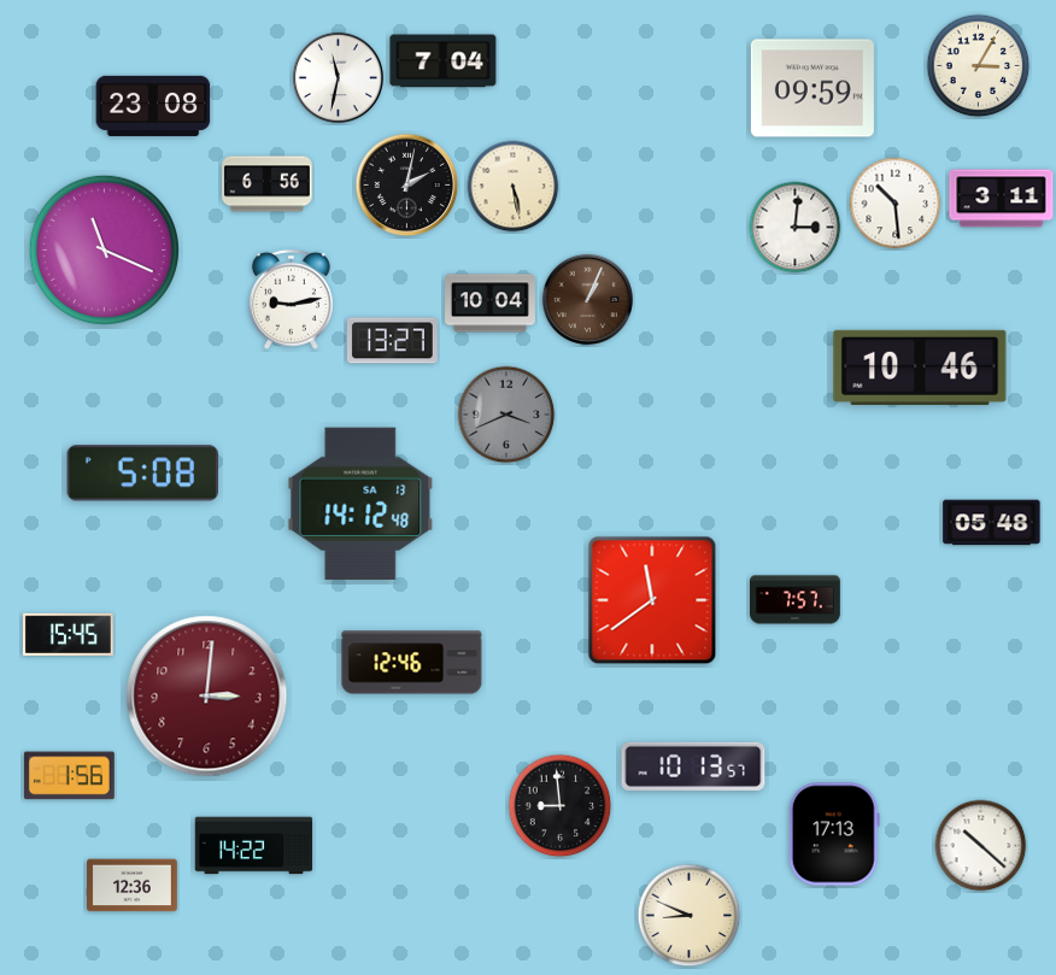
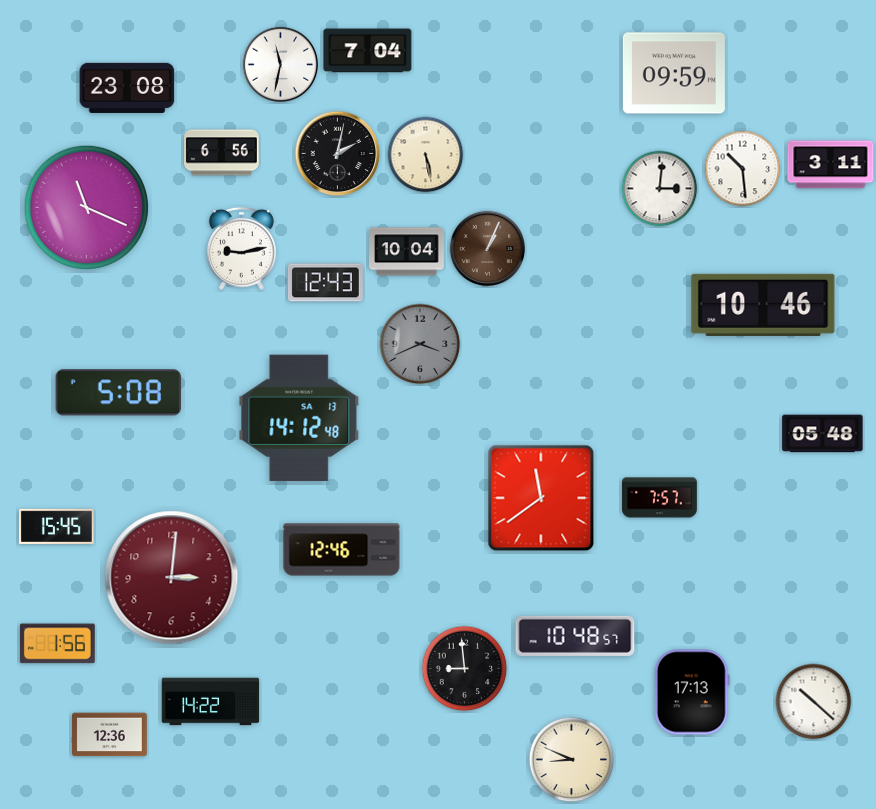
clock at (979, 66): 3:05 -> none
clock at (392, 341): 13:27 -> 12:43
clock at (693, 767): 10:13 -> 10:48
